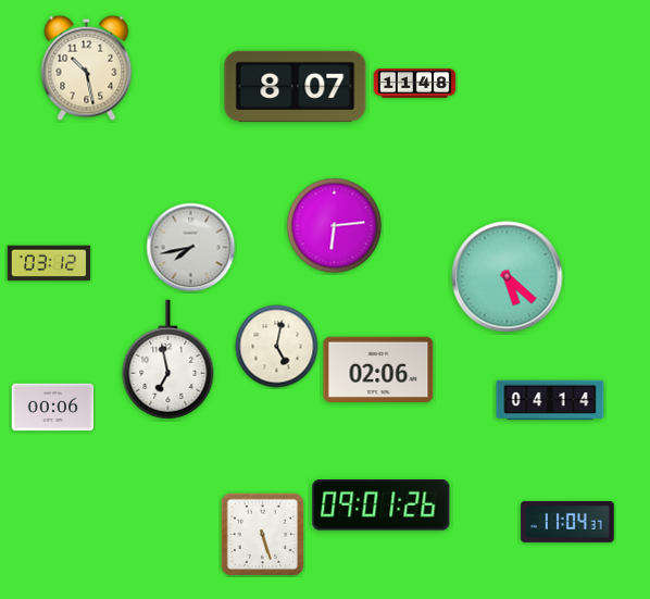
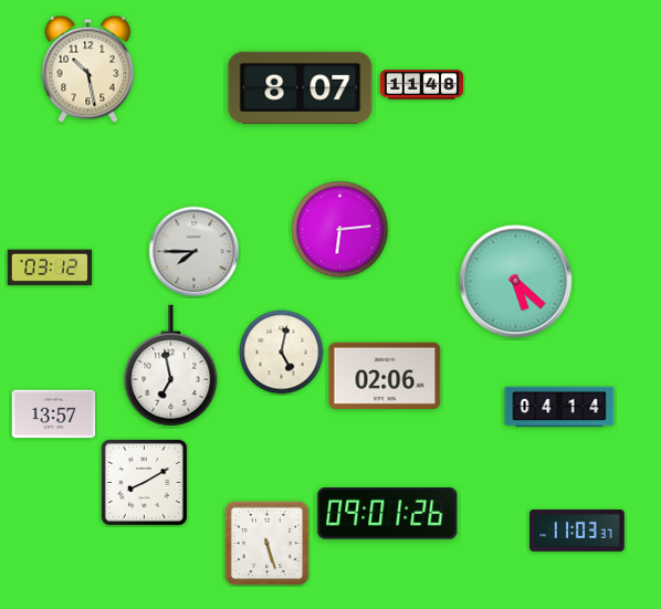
clock at (191, 248): 7:43 -> 7:45
clock at (53, 408): 00:06 -> 13:57
clock at (144, 482): none -> 8:10
clock at (567, 522): 11:04 -> 11:03
